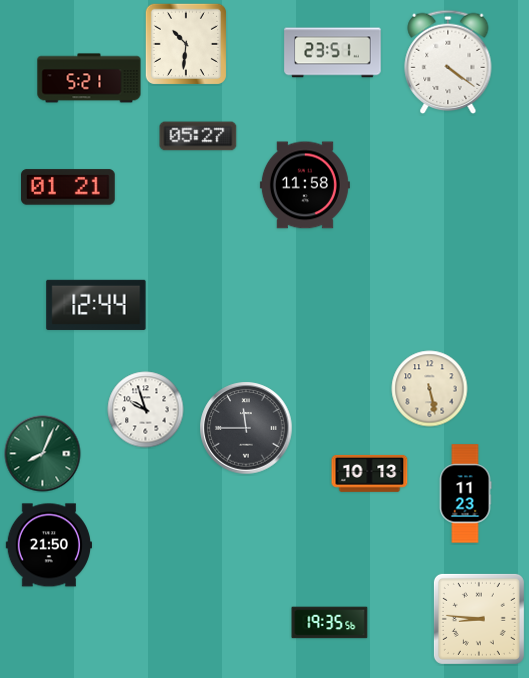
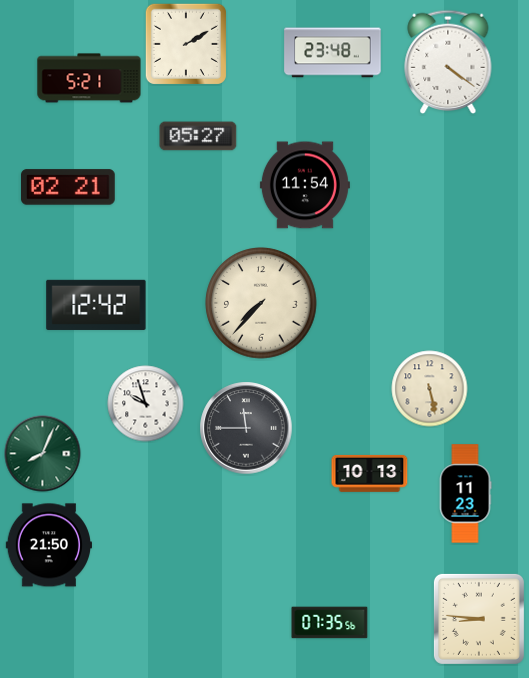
clock at (186, 44): 10:31 -> 2:10
clock at (333, 53): 23:51 -> 23:48
clock at (305, 185): 11:58 -> 11:54
clock at (69, 187): 01:21 -> 02:21
clock at (261, 303): none -> 7:37
clock at (96, 305): 12:44 -> 12:42
clock at (146, 410) position: (146, 410) -> (146, 404)
clock at (330, 623): 19:35 -> 07:35
